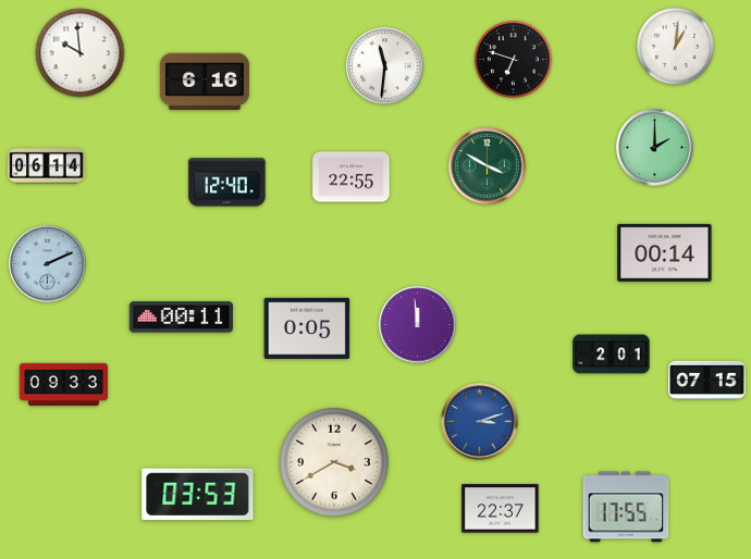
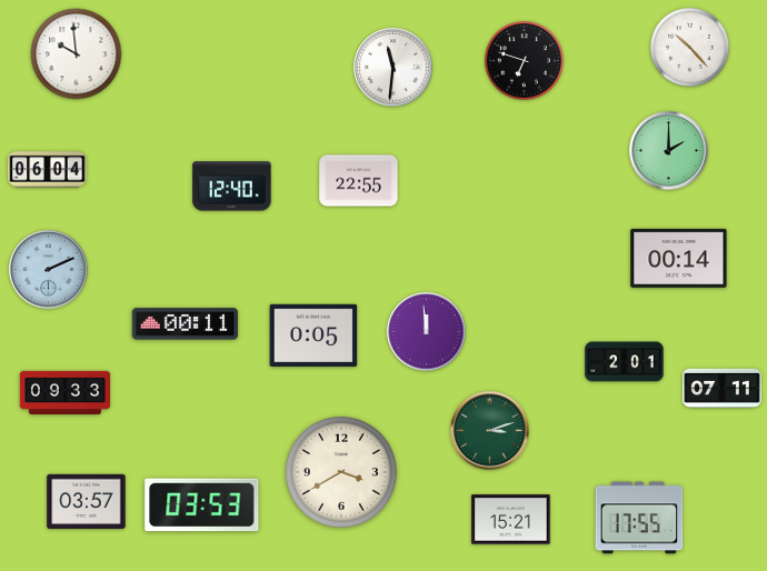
clock at (675, 46): 1:01 -> 10:23
clock at (81, 53) position: (81, 53) -> (77, 54)
clock at (205, 82): 6:16 -> none
clock at (47, 166): 06:14 -> 06:04
clock at (488, 166): 3:50 -> none
clock at (707, 380): 07:15 -> 07:11
clock at (480, 422) dial: blue -> green
clock at (87, 501): none -> 03:57
clock at (501, 509): 22:37 -> 15:21
